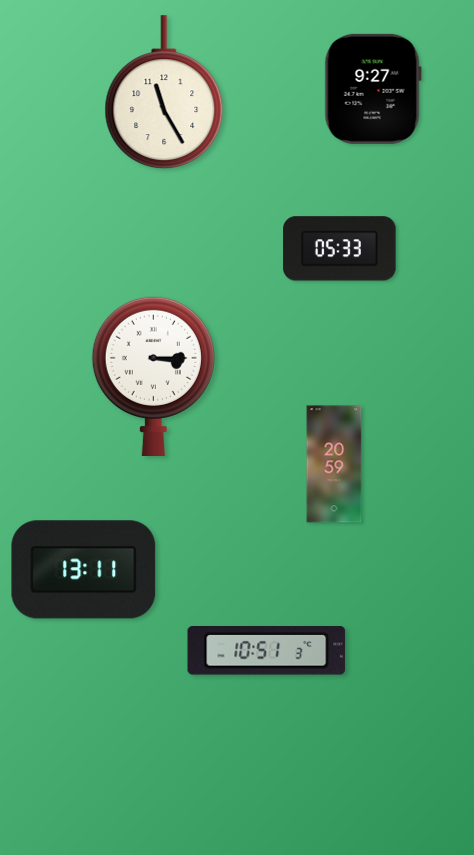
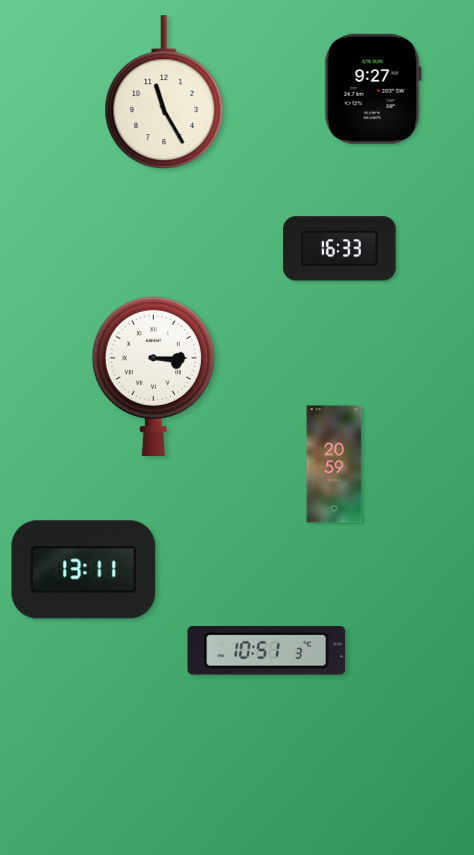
clock at (340, 249): 05:33 -> 16:33
